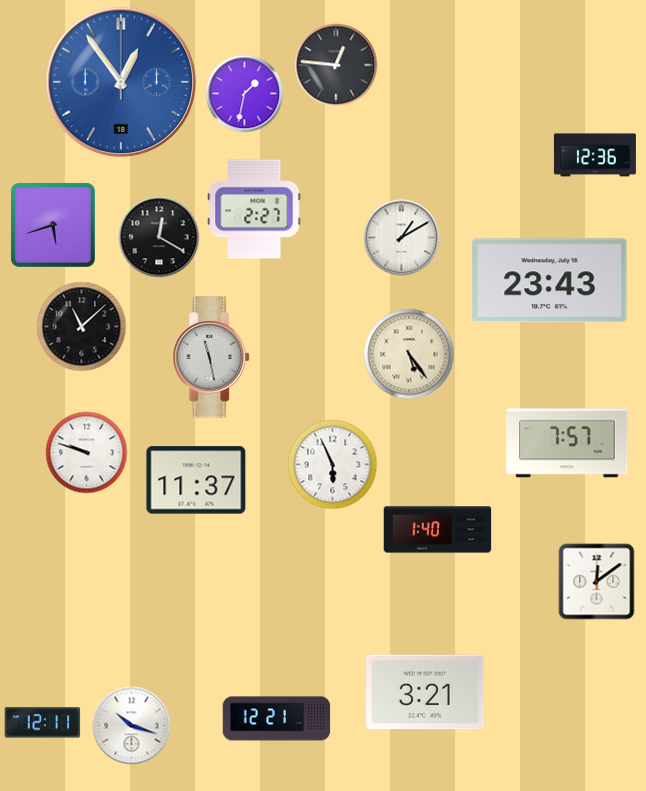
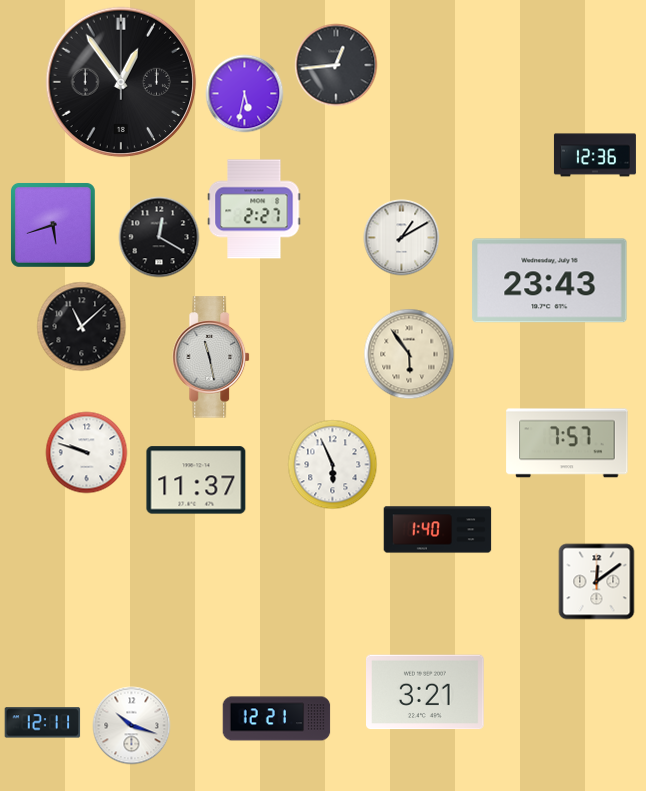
clock at (336, 65): 12:46 -> 12:44
clock at (121, 82) dial: blue -> black
clock at (245, 94): 1:32 -> 5:32
clock at (409, 354): 5:24 -> 5:54
